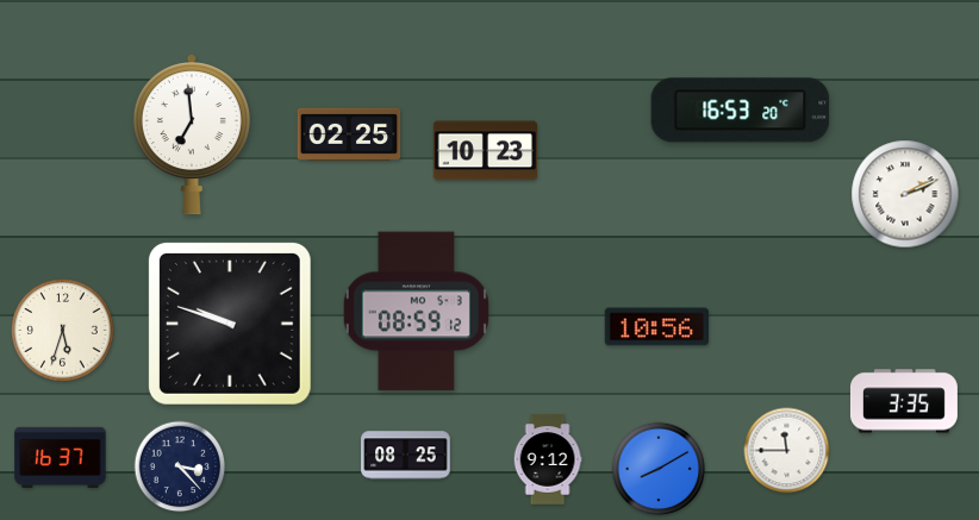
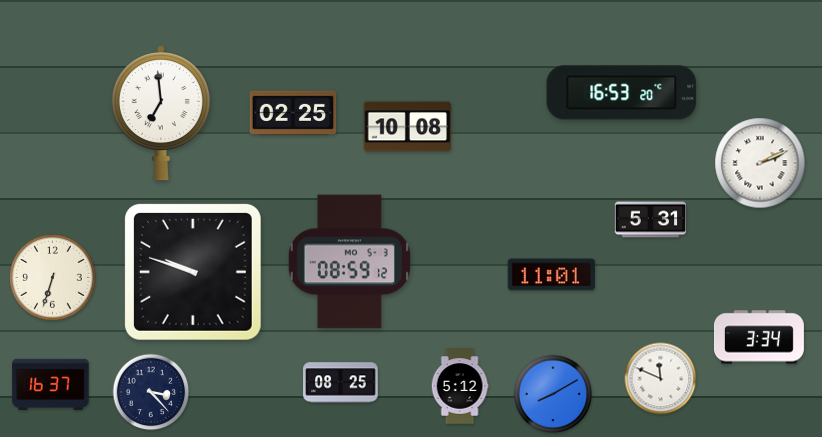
clock at (486, 151): 10:23 -> 10:08
clock at (651, 220): none -> 5:31
clock at (656, 327): 10:56 -> 11:01
clock at (63, 331): 5:33 -> 6:33
clock at (904, 401): 3:35 -> 3:34
clock at (787, 451): 11:45 -> 11:49
clock at (548, 459): 9:12 -> 5:12
